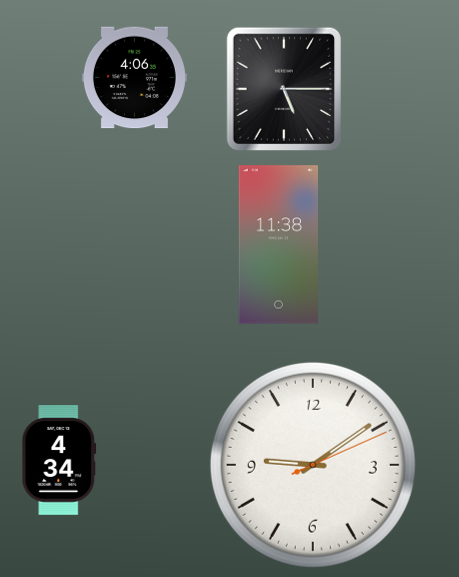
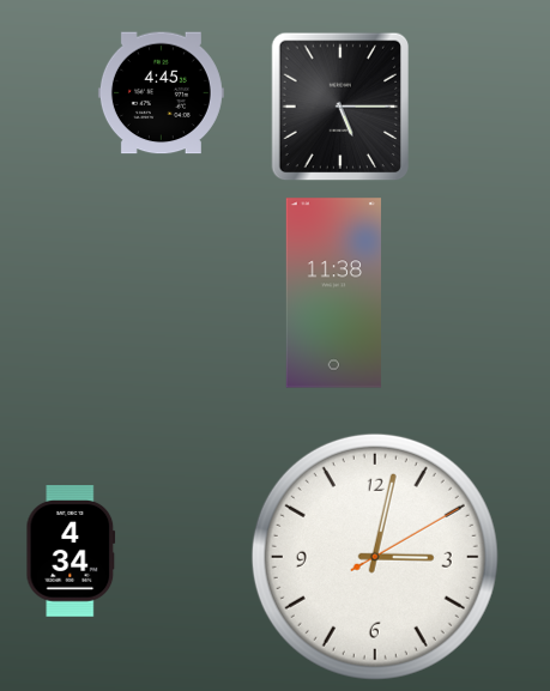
clock at (134, 78): 4:06 -> 4:45
clock at (313, 465): 9:09 -> 3:02
